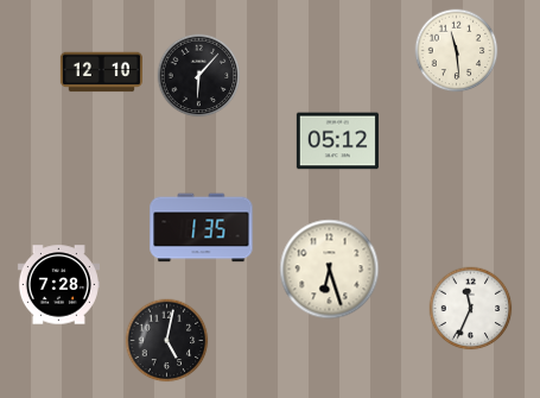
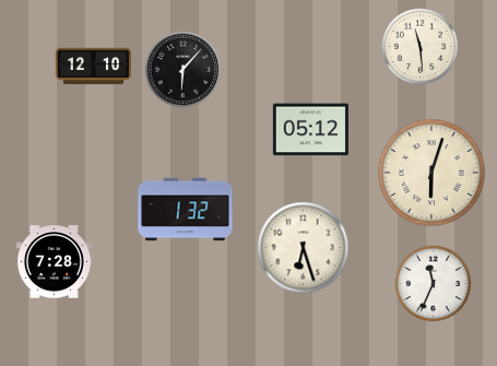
clock at (431, 173): none -> 6:03
clock at (202, 228): 1:35 -> 1:32
clock at (167, 341): 5:02 -> none
